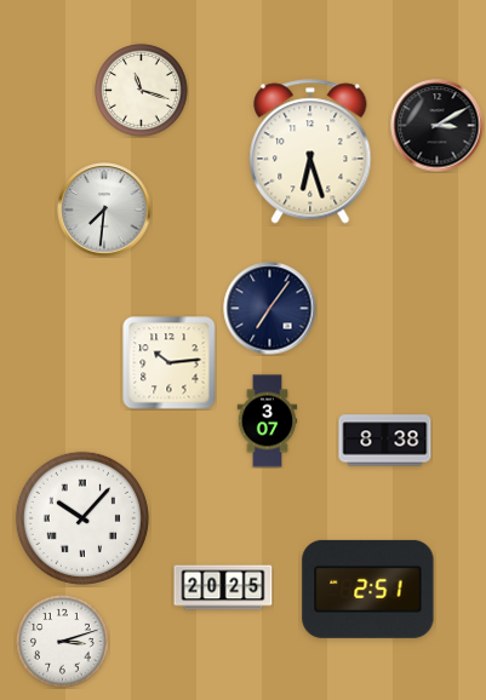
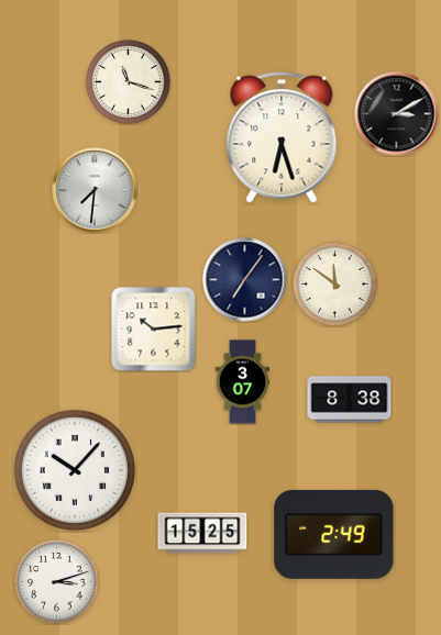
clock at (335, 285): none -> 11:51
clock at (223, 587): 20:25 -> 15:25
clock at (368, 589): 2:51 -> 2:49
